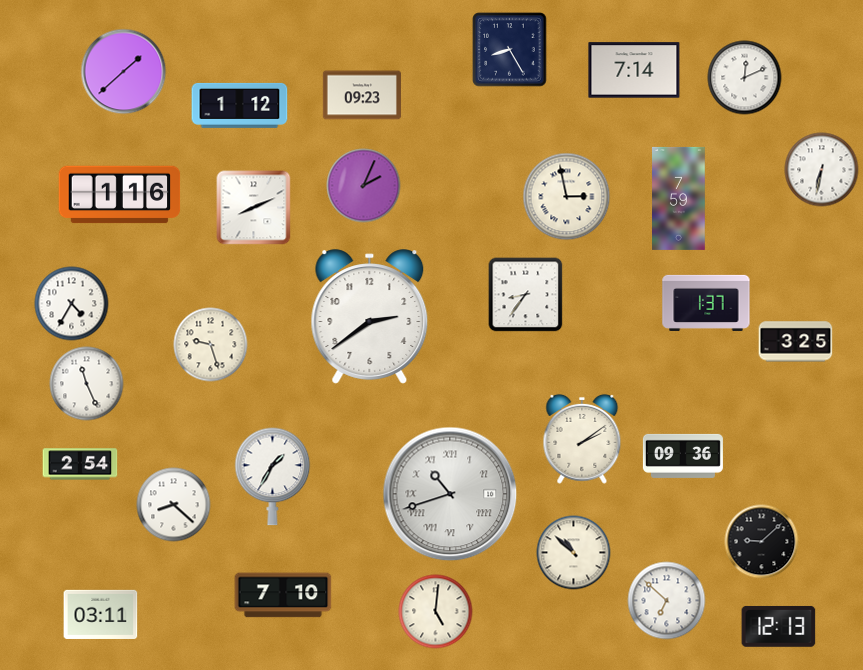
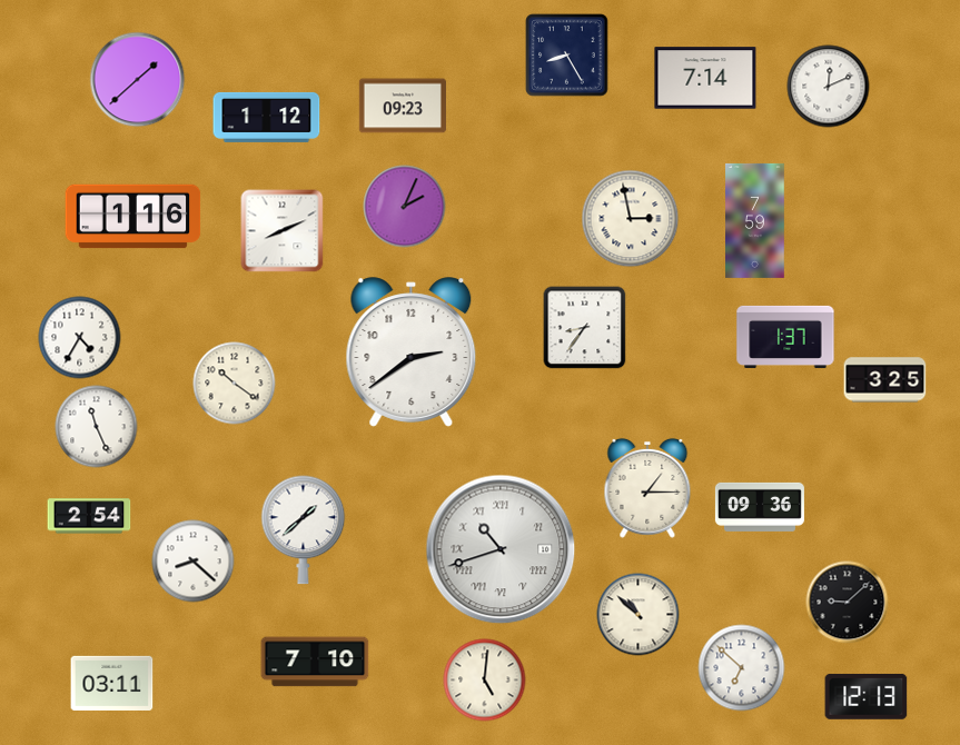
clock at (822, 170): 6:32 -> none
clock at (211, 345): 9:27 -> 10:21
clock at (582, 439): 2:09 -> 1:15
clock at (273, 477): 1:35 -> 1:38
